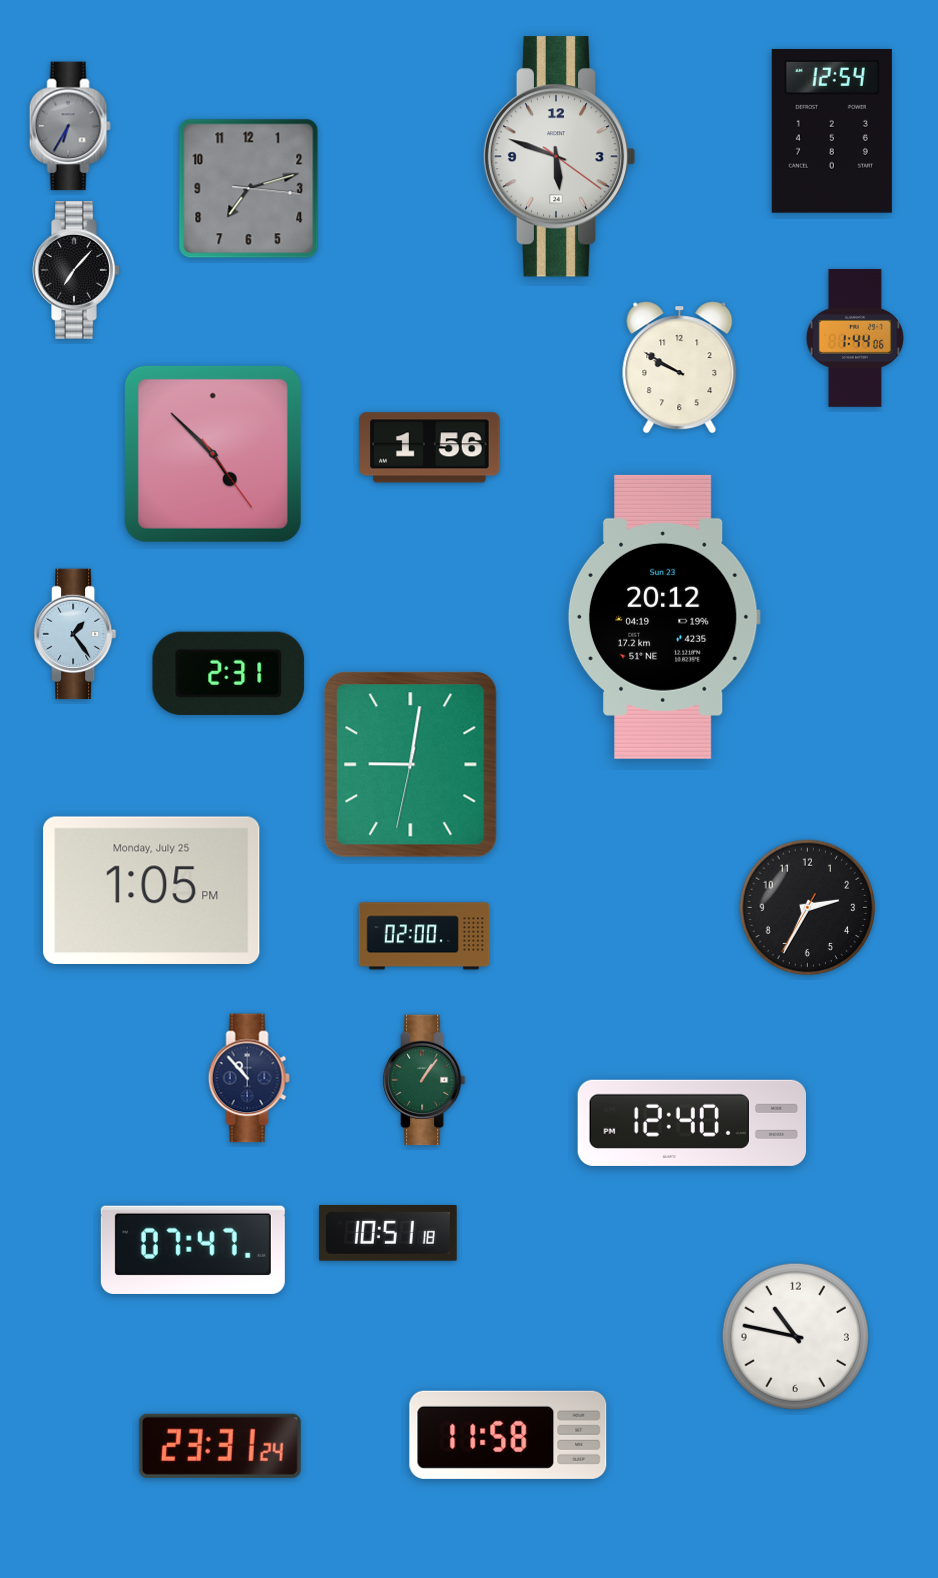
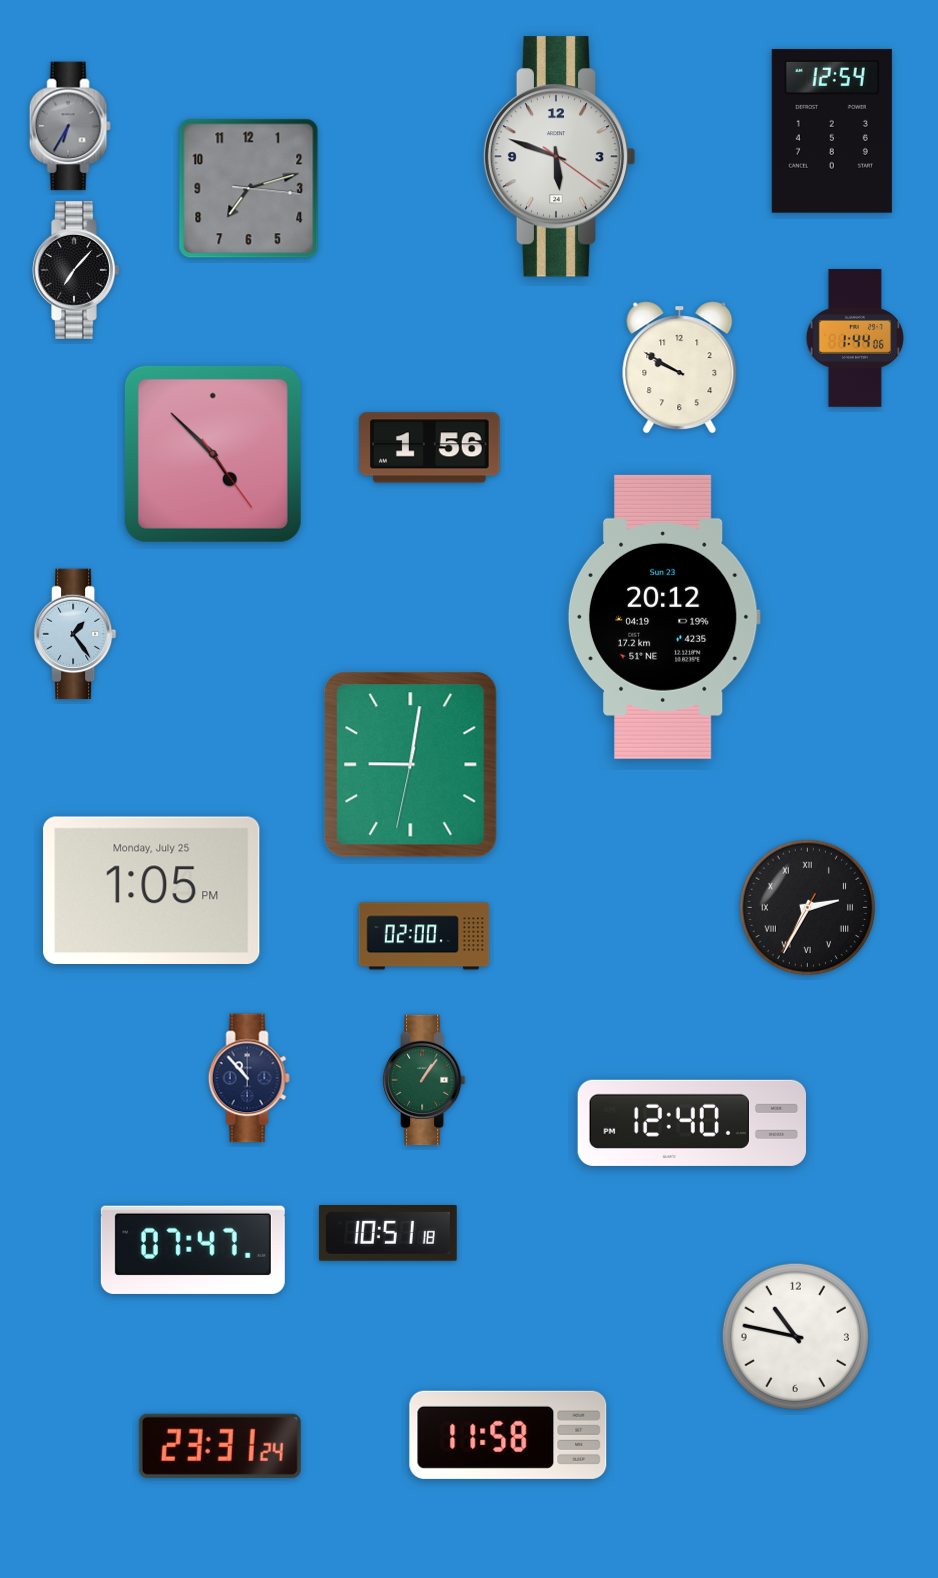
clock at (229, 673): 2:31 -> none
clock at (808, 908) numerals: Arabic -> Roman
